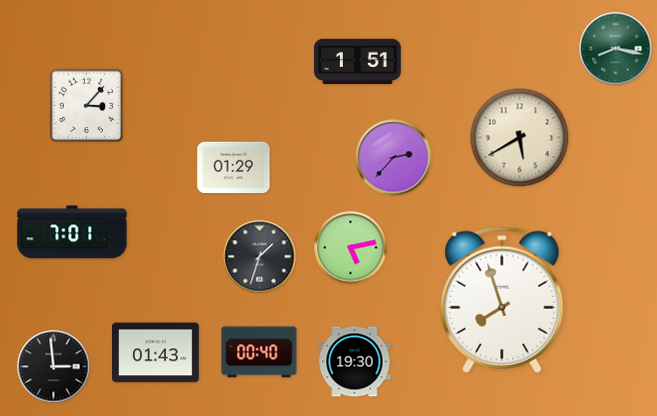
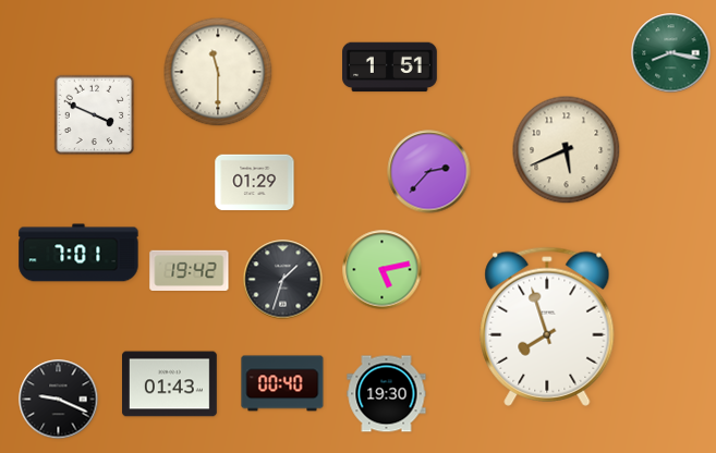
clock at (218, 72): none -> 11:30
clock at (87, 106): 3:07 -> 3:49
clock at (520, 138): 5:40 -> 5:41
clock at (190, 270): none -> 19:42
clock at (54, 367): 2:59 -> 9:19
